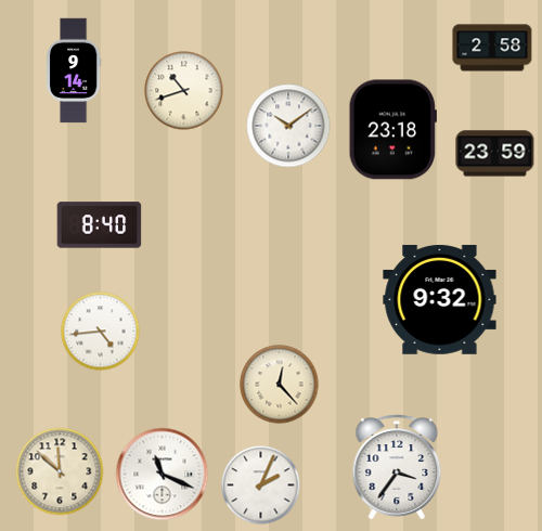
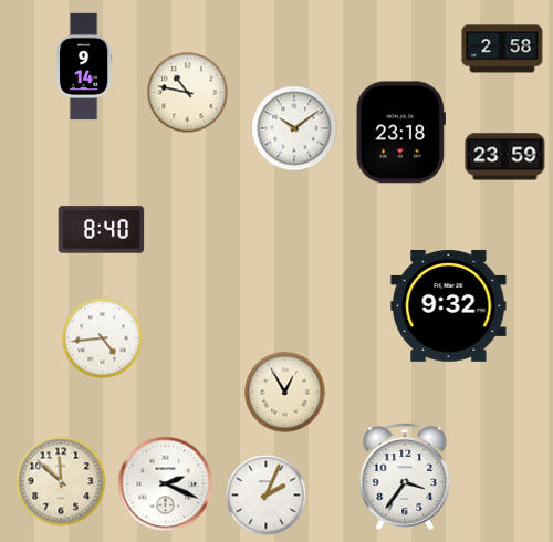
clock at (74, 70) position: (74, 70) -> (84, 66)
clock at (184, 91): 10:42 -> 10:47
clock at (280, 385): 12:23 -> 12:55
clock at (163, 475): 11:19 -> 2:19
